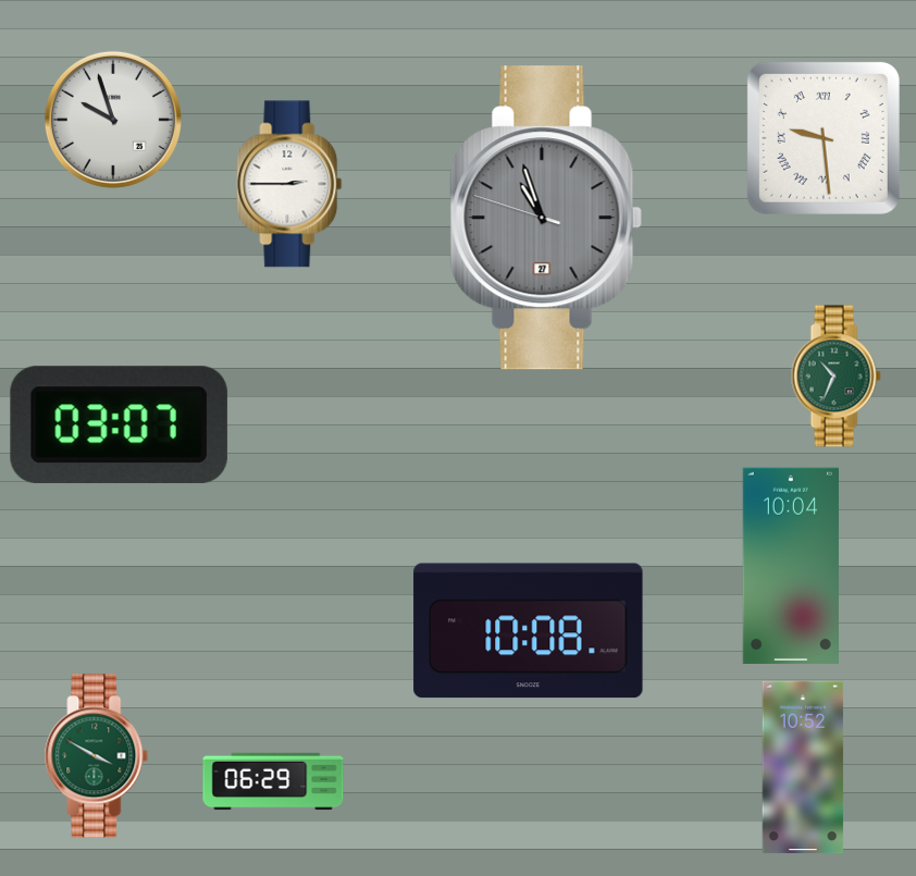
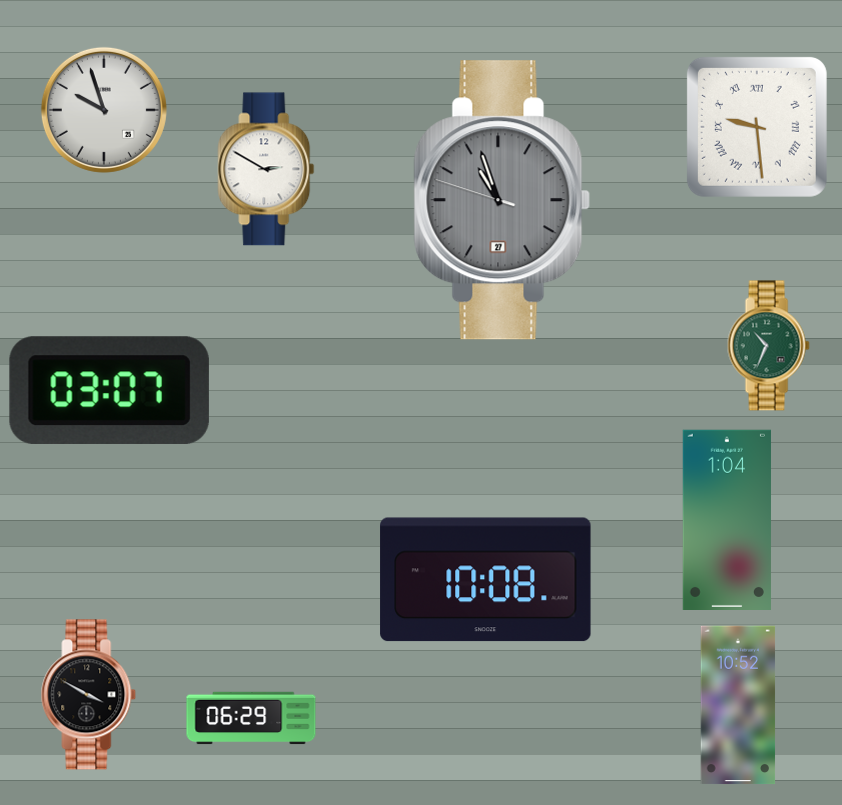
clock at (289, 184): 2:45 -> 2:50
clock at (791, 565): 10:04 -> 1:04
clock at (97, 756) dial: green -> black
